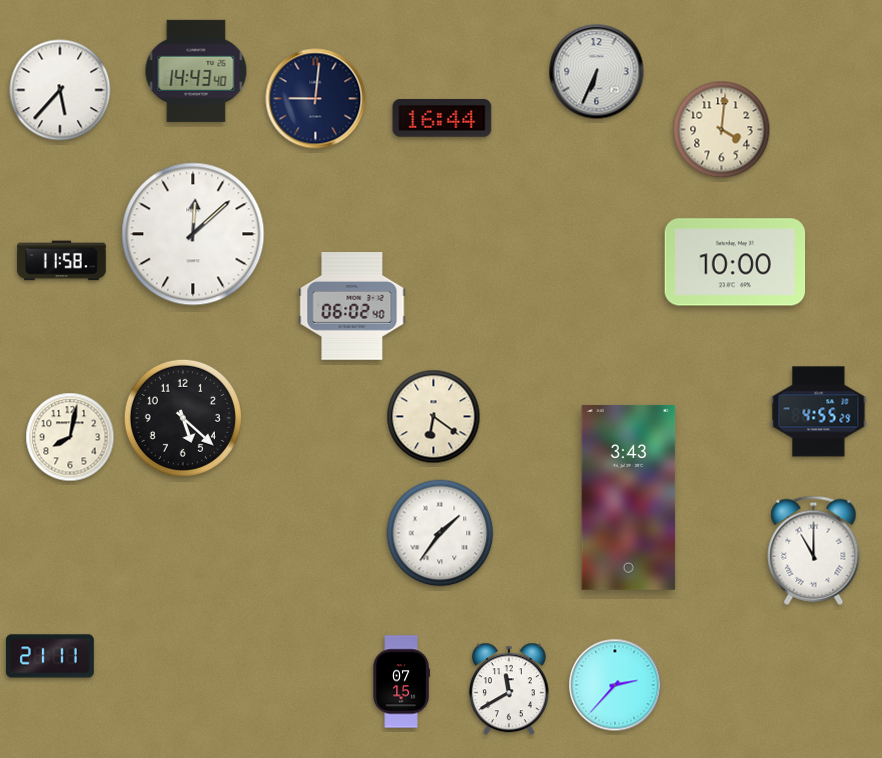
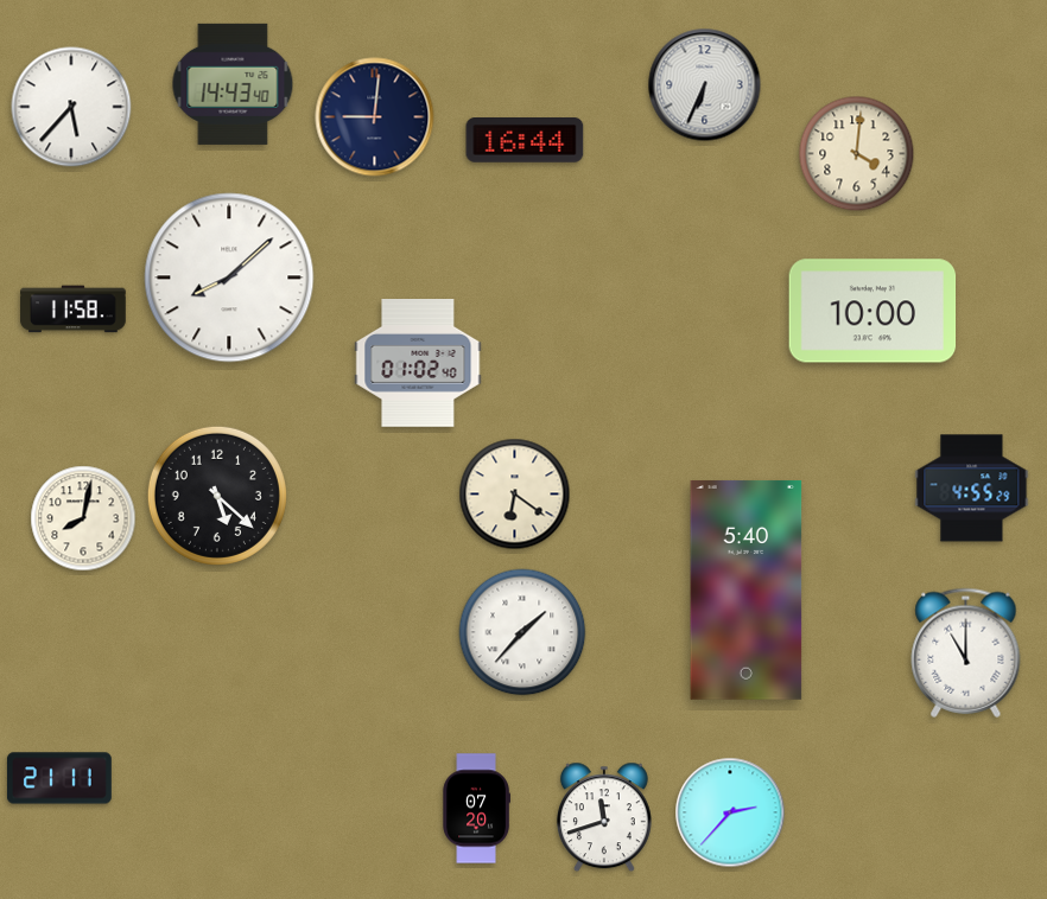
clock at (597, 72) position: (597, 72) -> (705, 85)
clock at (193, 234): 12:08 -> 8:08
clock at (352, 307): 06:02 -> 01:02
clock at (629, 497): 3:43 -> 5:40
clock at (440, 533): 1:36 -> 1:37
clock at (401, 682): 07:15 -> 07:20
clock at (509, 689): 11:40 -> 11:42
